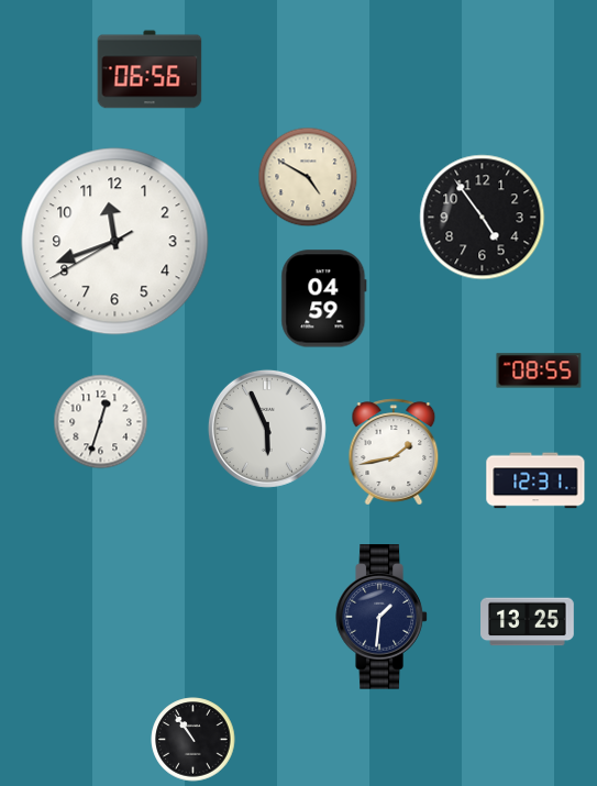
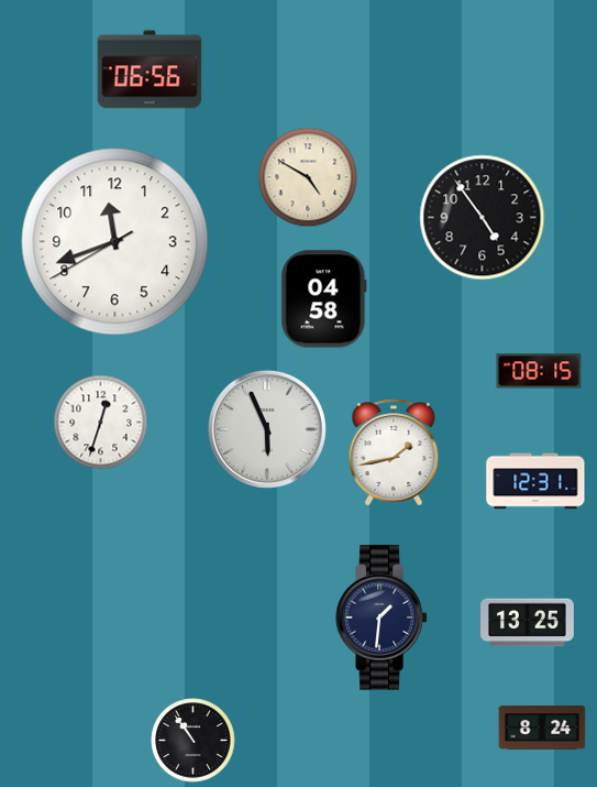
clock at (324, 299): 04:59 -> 04:58
clock at (539, 370): 08:55 -> 08:15
clock at (542, 728): none -> 8:24
